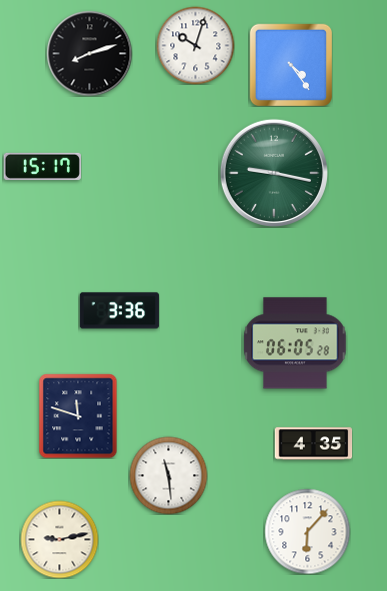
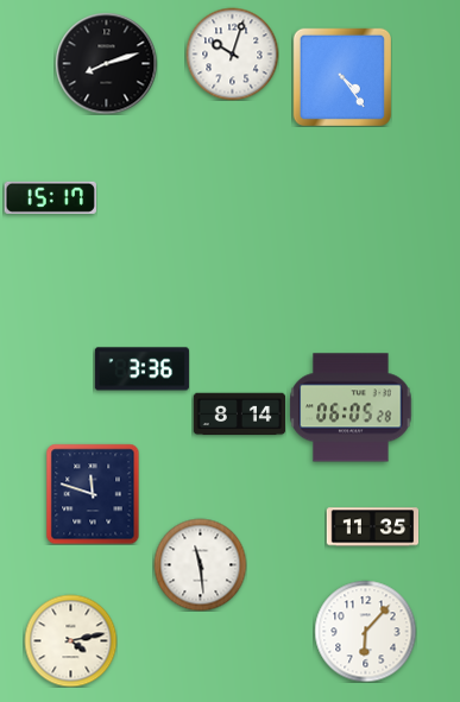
clock at (290, 64) position: (290, 64) -> (341, 76)
clock at (273, 172): 9:17 -> none
clock at (239, 415): none -> 8:14
clock at (313, 444): 4:35 -> 11:35
clock at (59, 539): 9:13 -> 4:13
